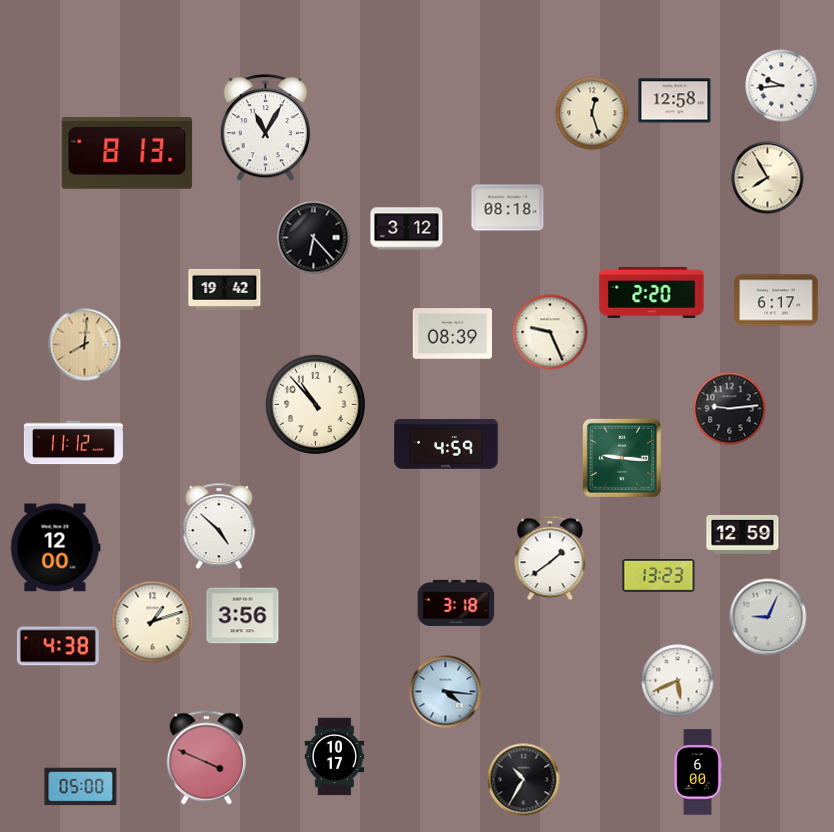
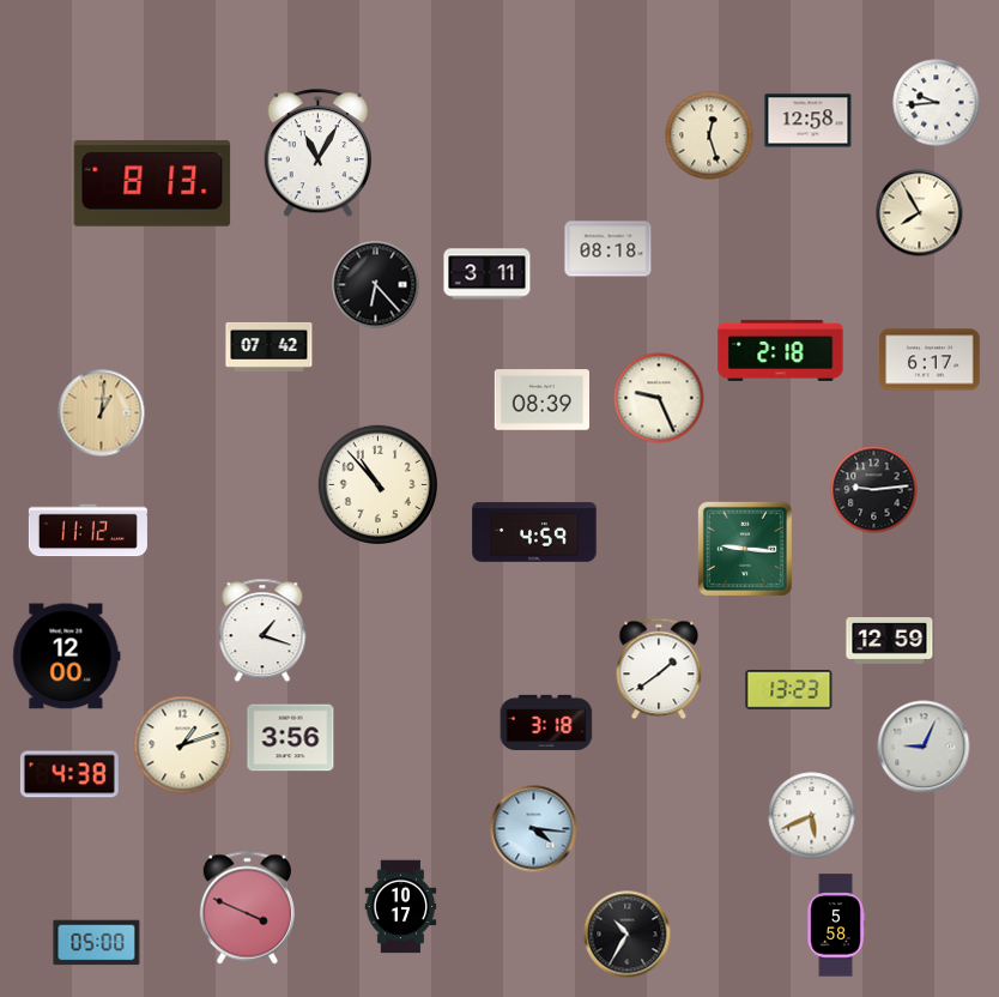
clock at (407, 229): 3:12 -> 3:11
clock at (225, 289): 19:42 -> 07:42
clock at (652, 292): 2:20 -> 2:18
clock at (85, 345): 8:01 -> 1:01
clock at (219, 526): 4:52 -> 1:18
clock at (768, 617) position: (768, 617) -> (924, 747)
clock at (698, 772): 6:00 -> 5:58
